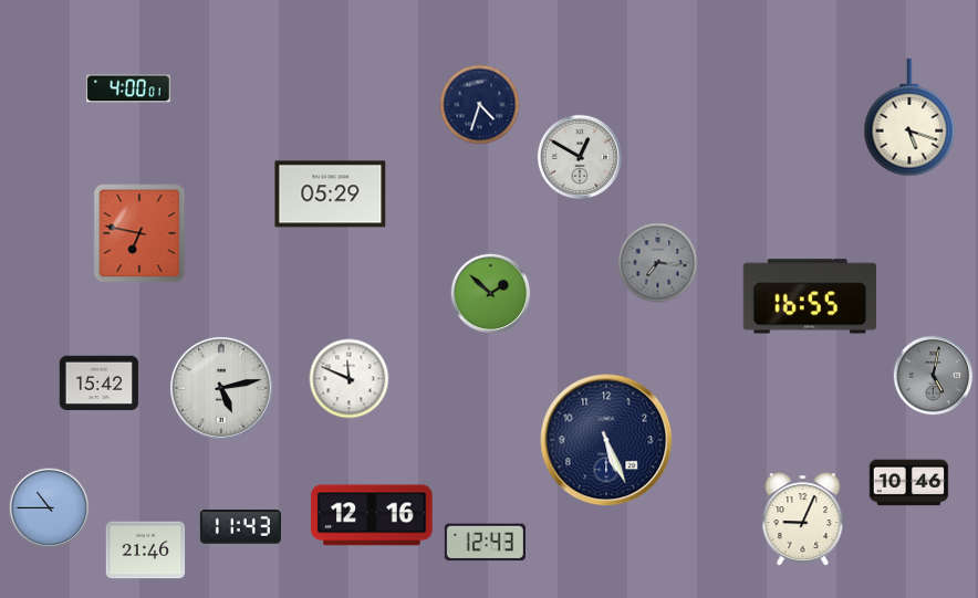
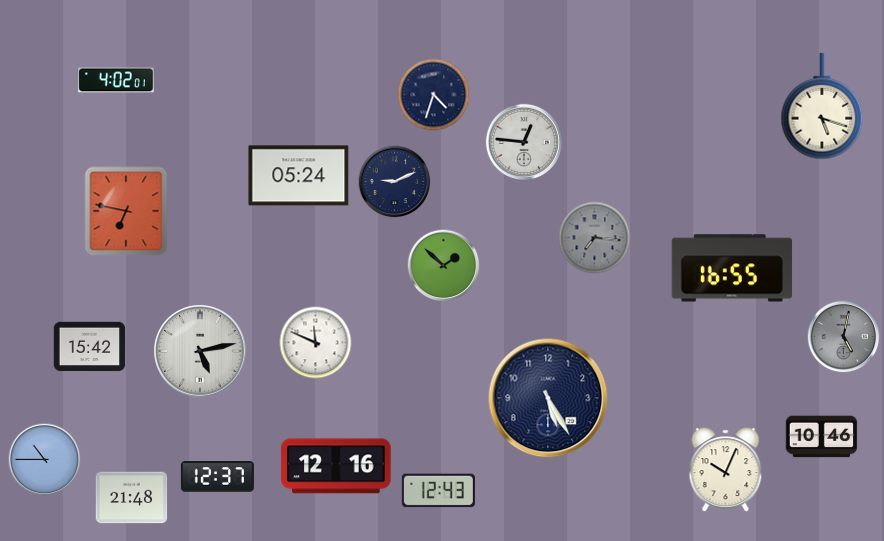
clock at (128, 88): 4:00 -> 4:02
clock at (579, 156): 12:50 -> 12:46
clock at (331, 195): 05:29 -> 05:24
clock at (395, 182): none -> 9:11
clock at (934, 376) position: (934, 376) -> (844, 337)
clock at (606, 440): 5:26 -> 5:25
clock at (803, 520): 9:04 -> 10:04
clock at (240, 527): 11:43 -> 12:37
clock at (146, 550): 21:46 -> 21:48
